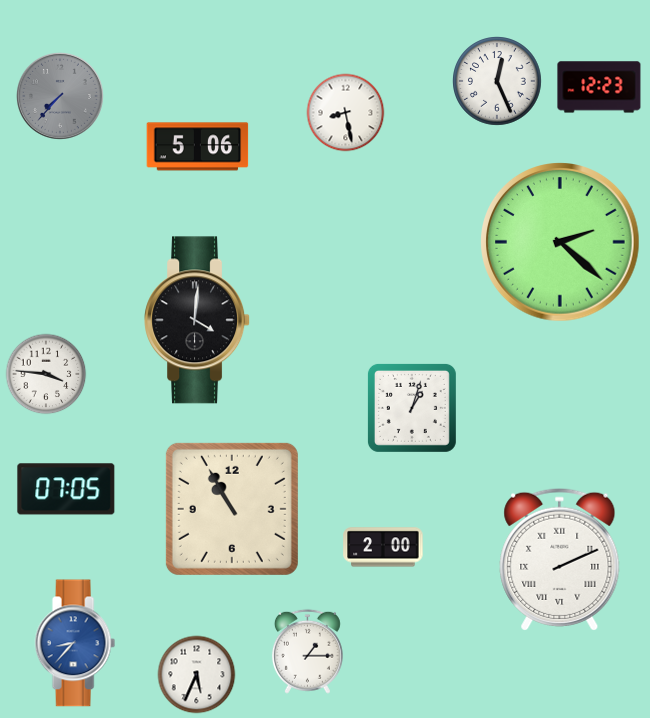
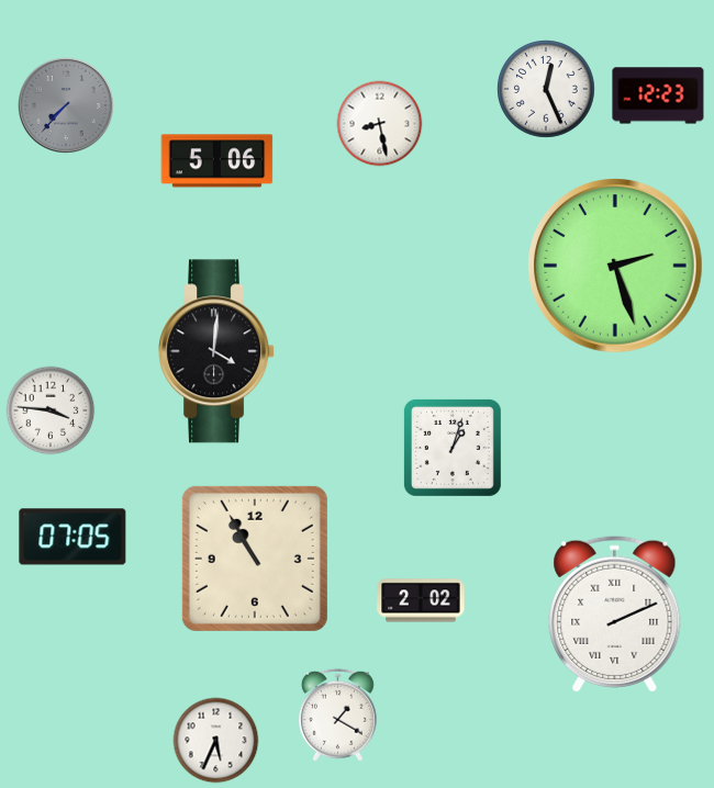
clock at (560, 242): 2:22 -> 2:27
clock at (383, 547): 2:00 -> 2:02
clock at (75, 643): 8:37 -> none
clock at (307, 651): 1:15 -> 1:20
